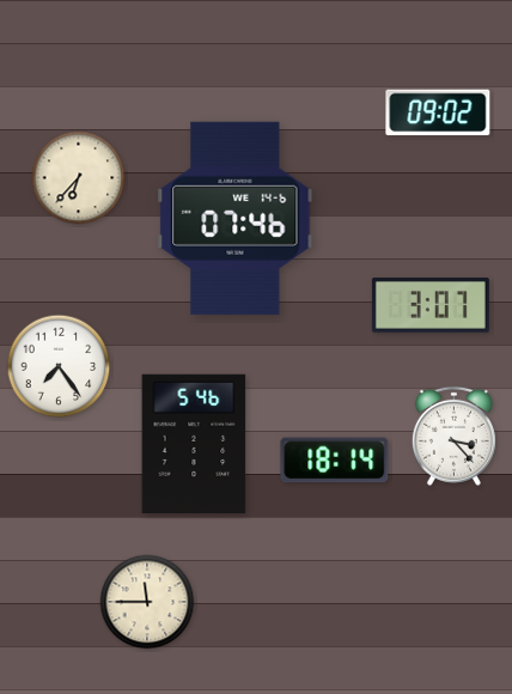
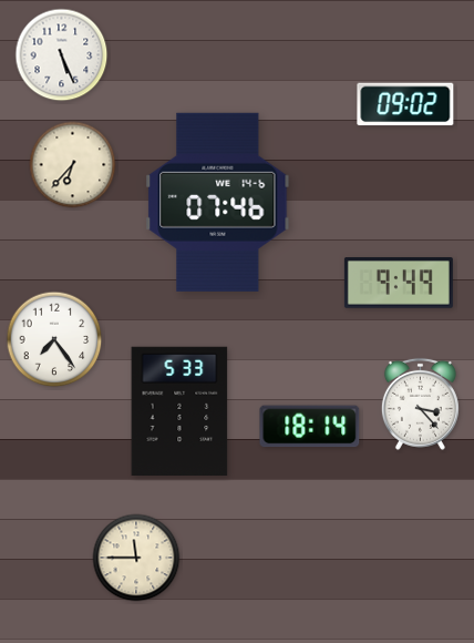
clock at (62, 55): none -> 5:26
clock at (431, 306): 3:07 -> 9:49
clock at (194, 443): 5:46 -> 5:33
